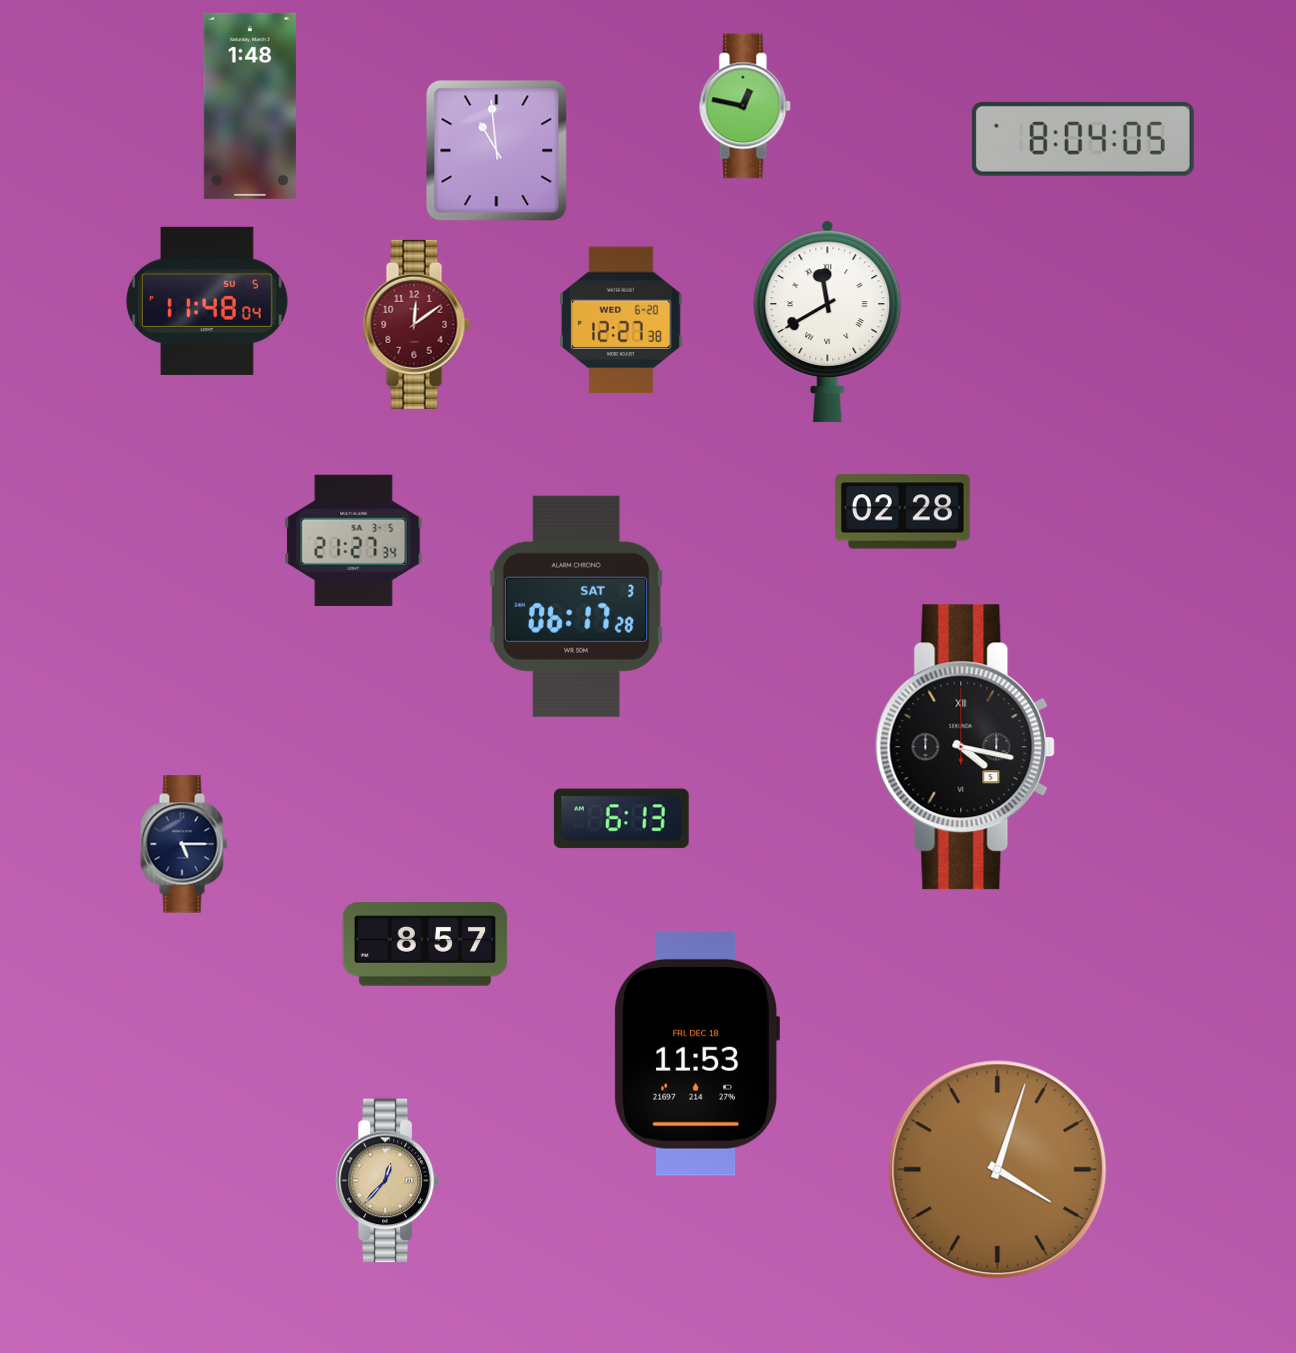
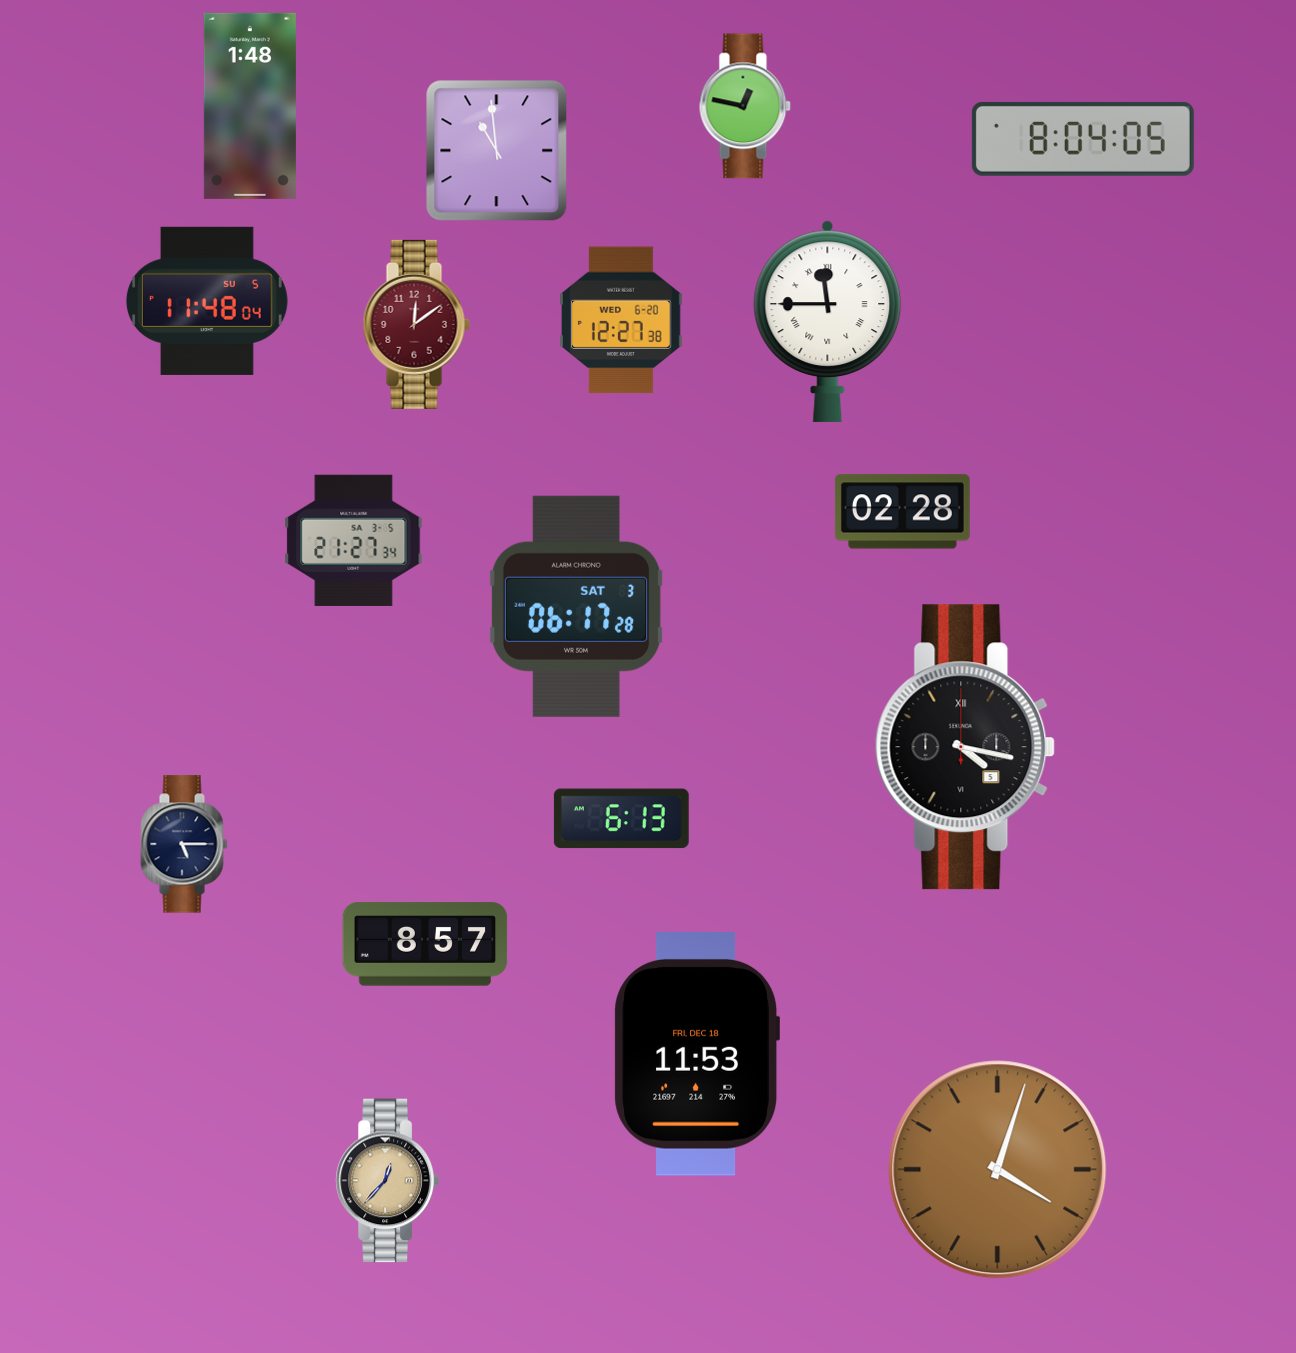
clock at (828, 321): 11:40 -> 11:45
